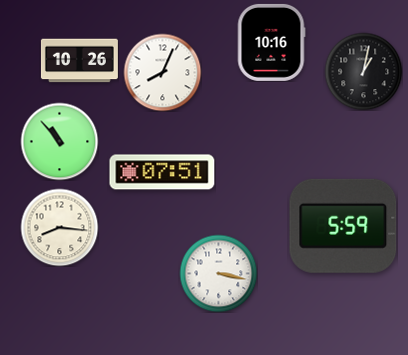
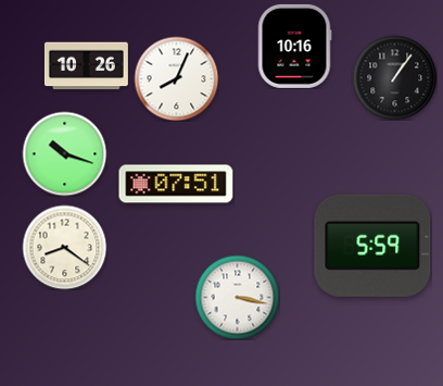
clock at (363, 71): 1:02 -> 1:06
clock at (59, 141): 10:53 -> 10:18
clock at (162, 172) position: (162, 172) -> (176, 184)
clock at (59, 227): 8:16 -> 8:21
